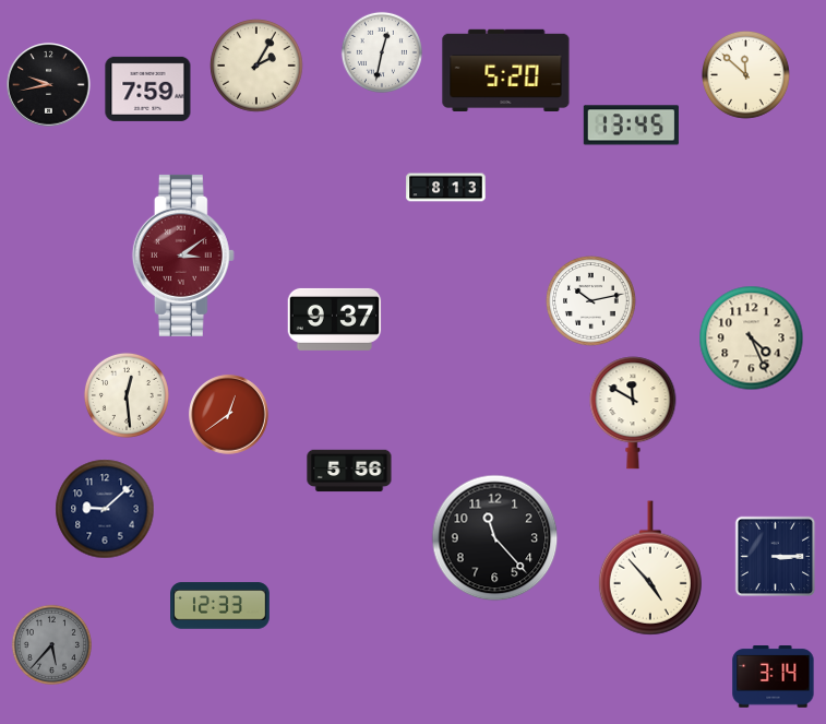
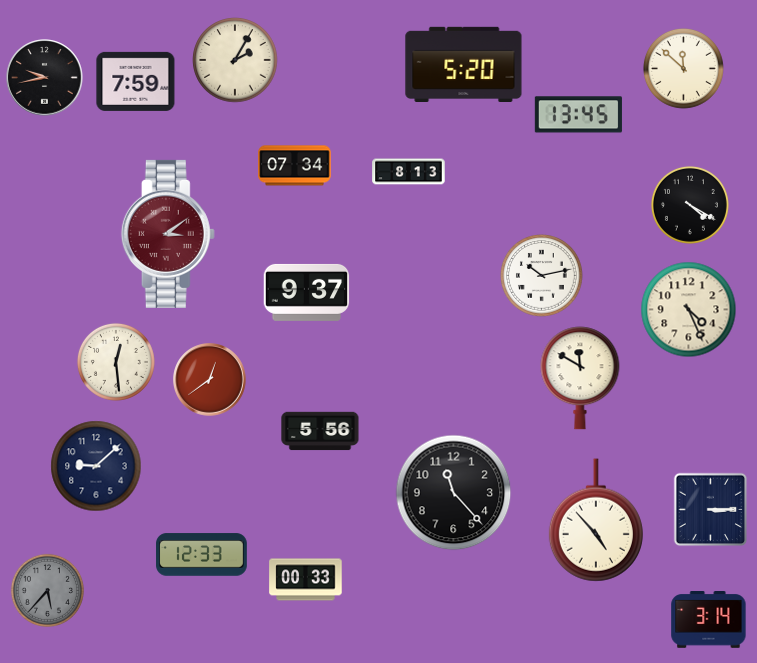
clock at (382, 52): 12:32 -> none
clock at (295, 166): none -> 07:34
clock at (690, 205): none -> 4:20
clock at (306, 580): none -> 00:33
